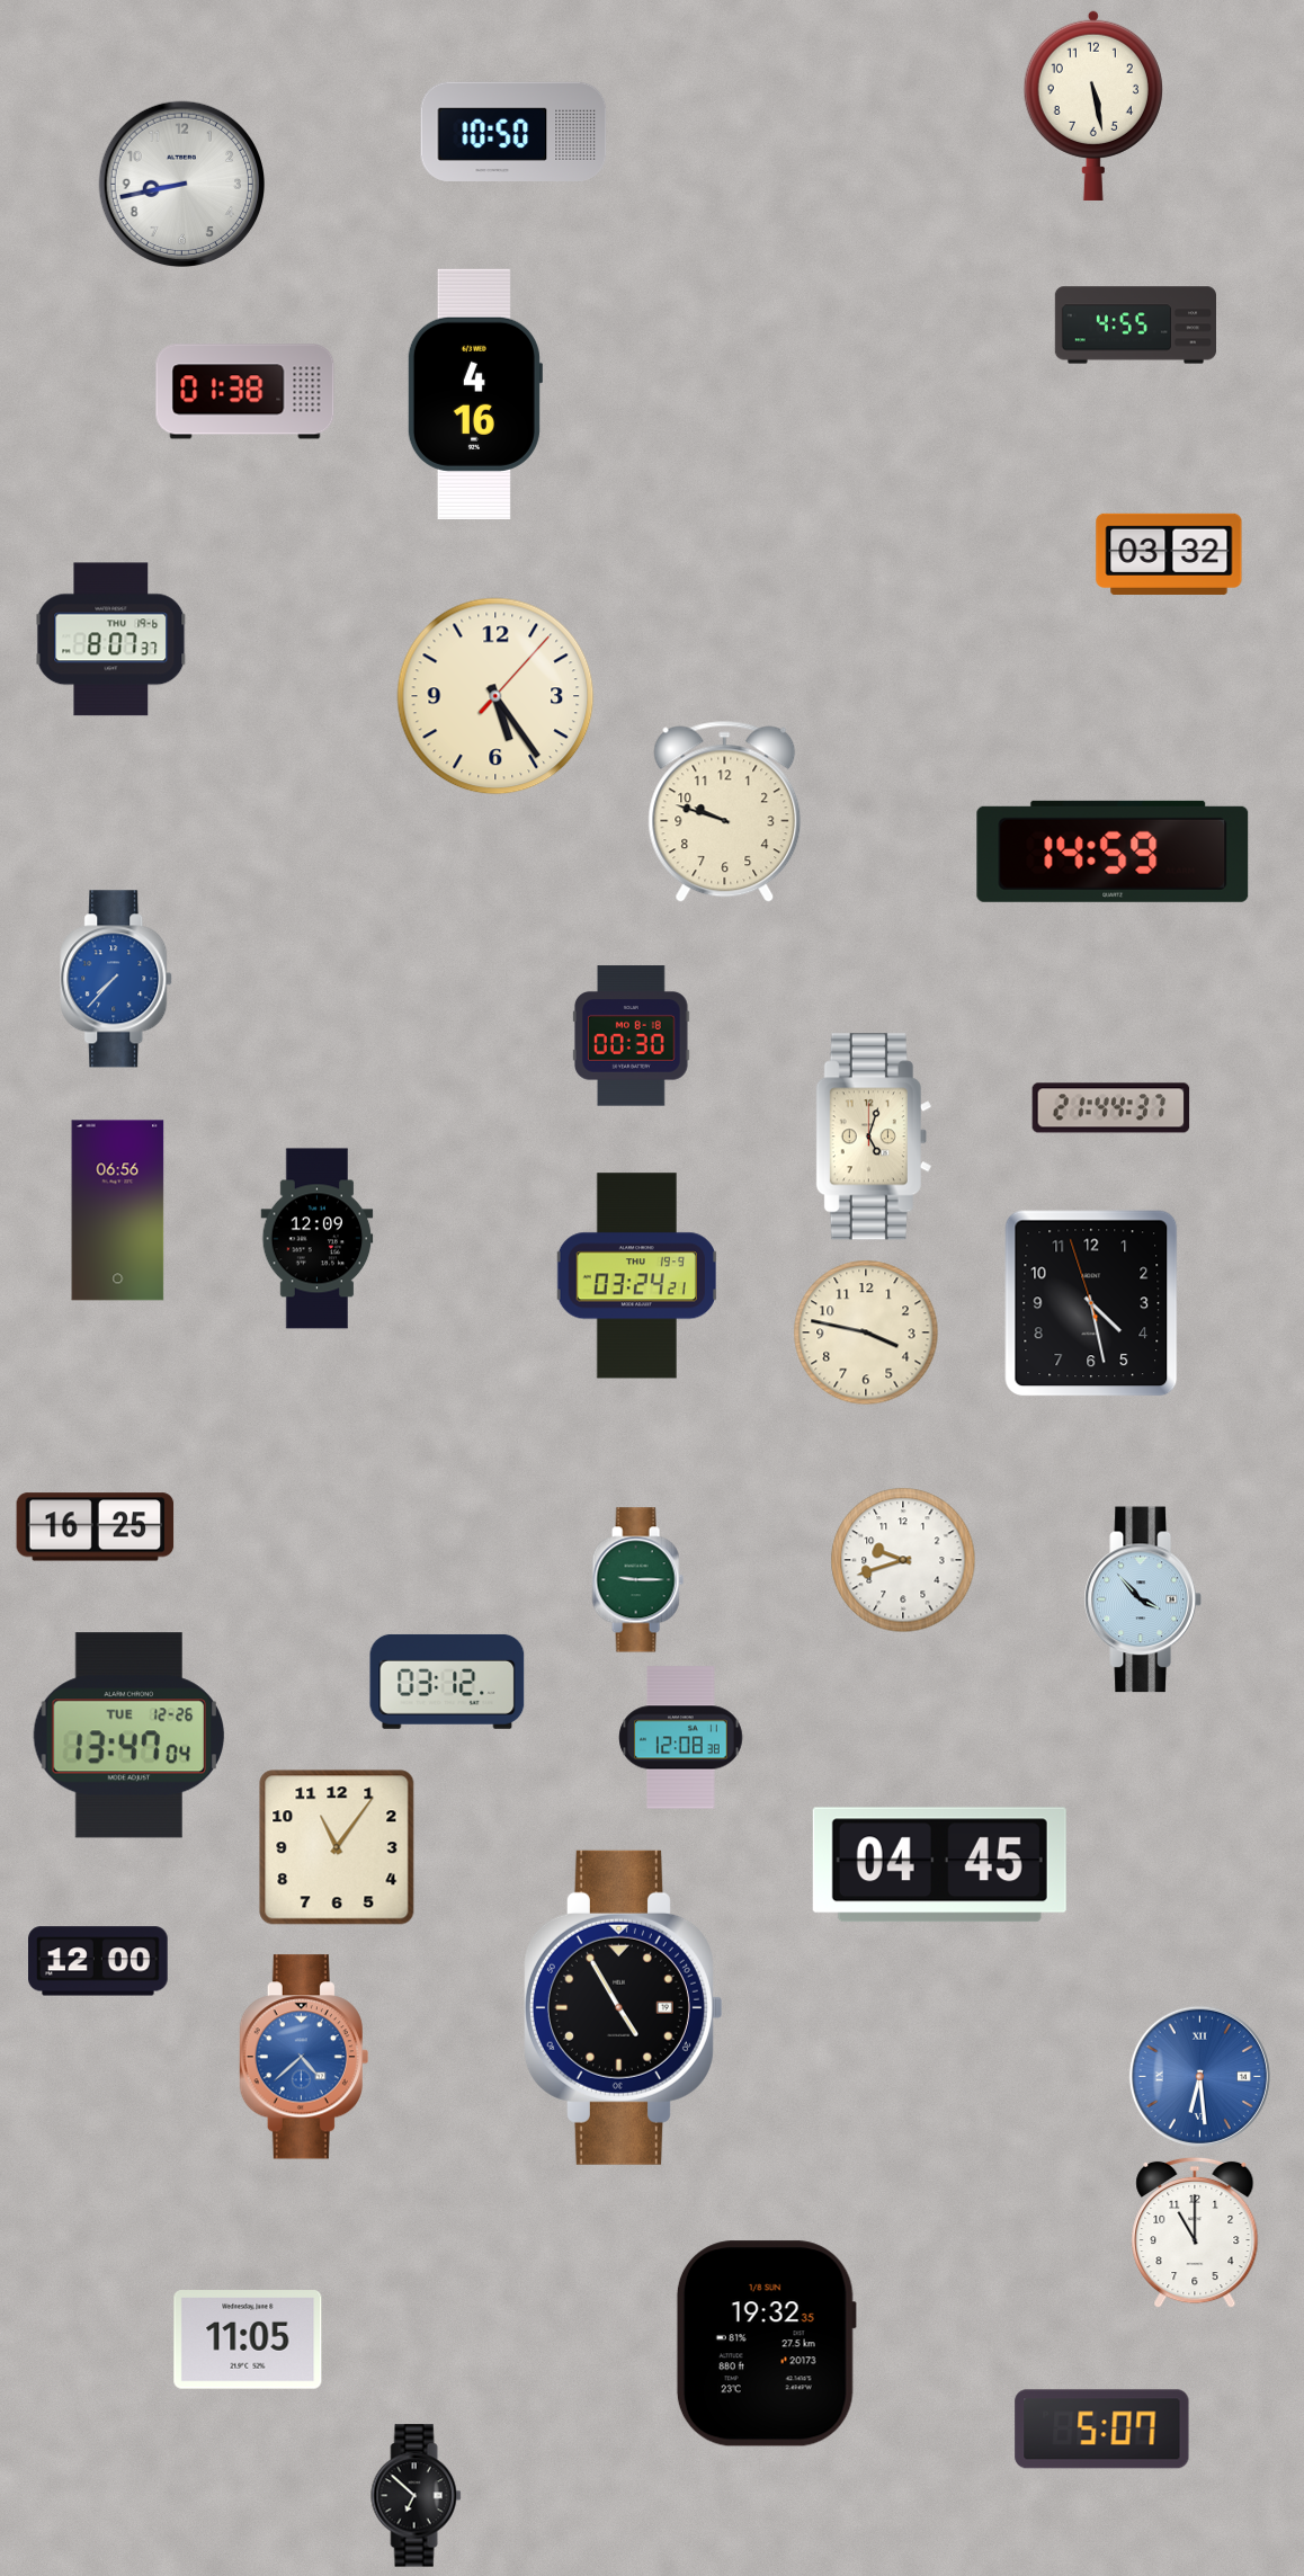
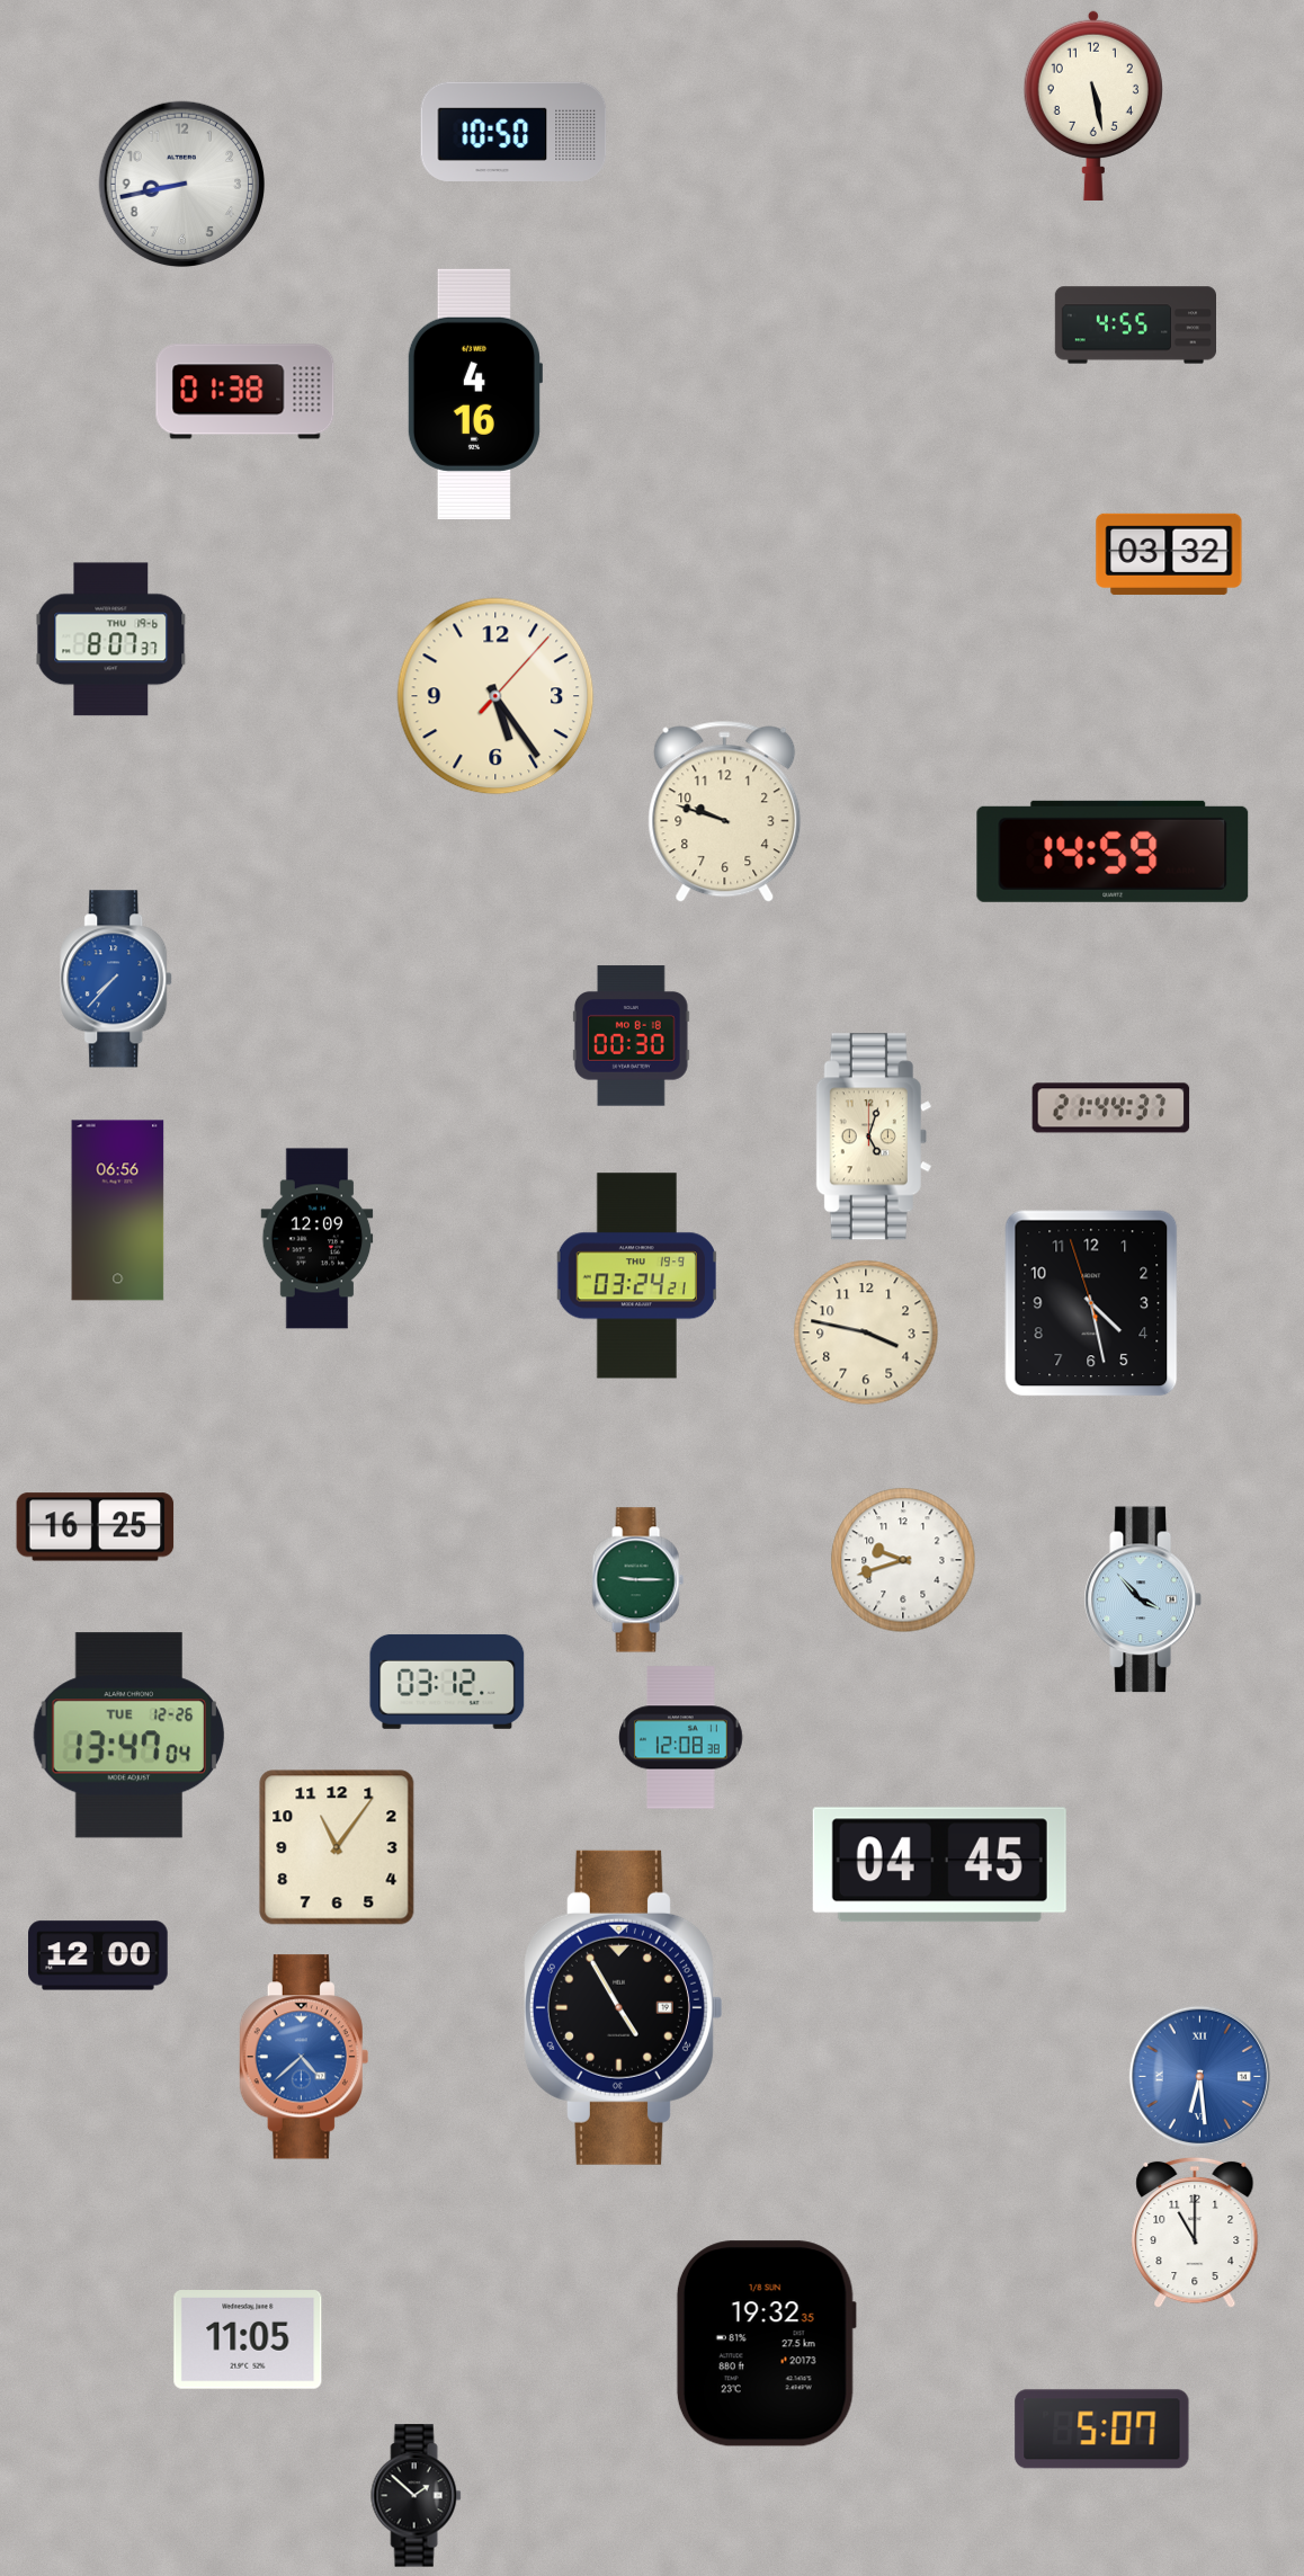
clock at (98, 1961) position: (98, 1961) -> (98, 1955)
clock at (417, 2496): 6:52 -> 1:52
